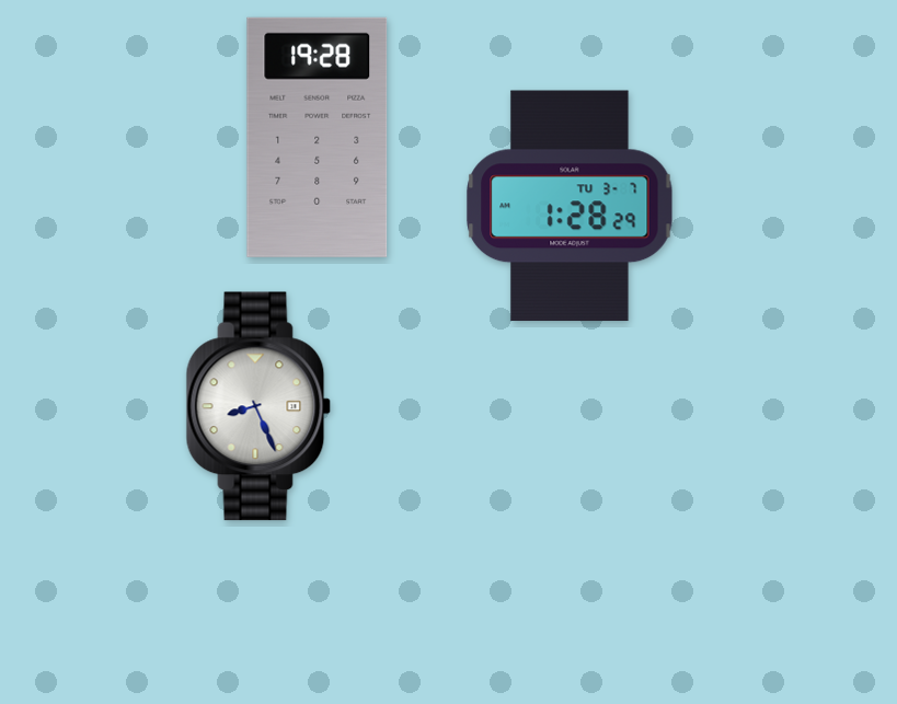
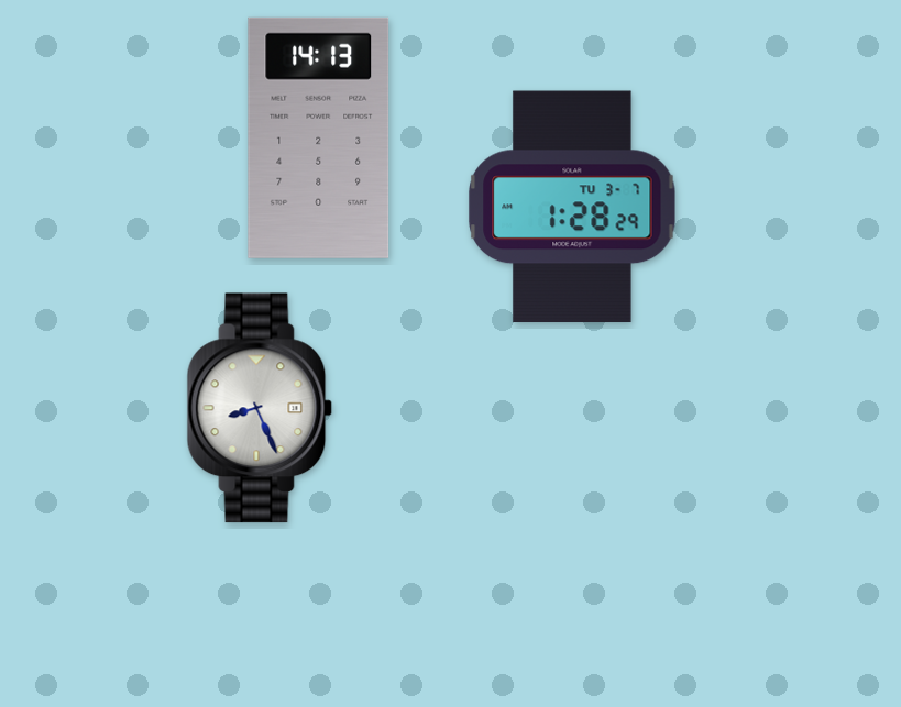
clock at (318, 137): 19:28 -> 14:13
